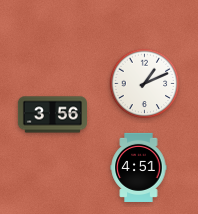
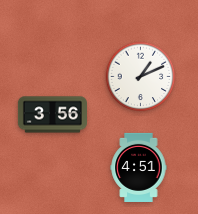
clock at (145, 84) position: (145, 84) -> (141, 77)
